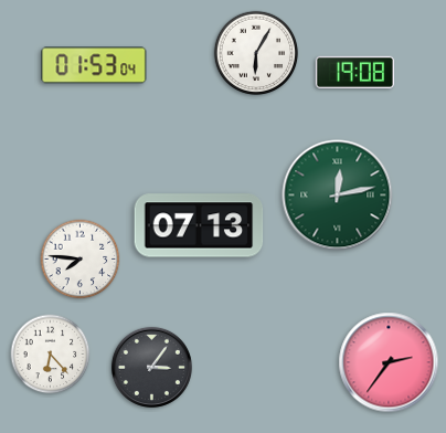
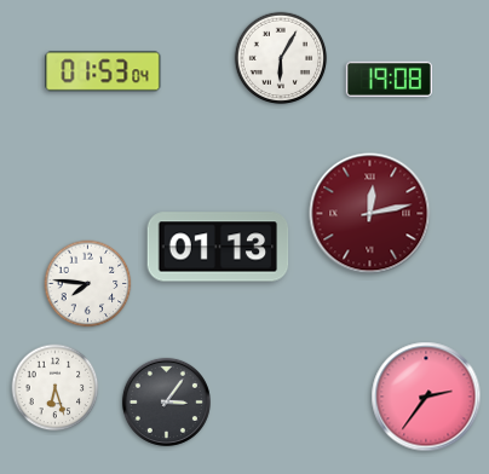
clock at (338, 196) dial: green -> burgundy
clock at (199, 225): 07:13 -> 01:13
clock at (51, 355): 6:23 -> 6:27
